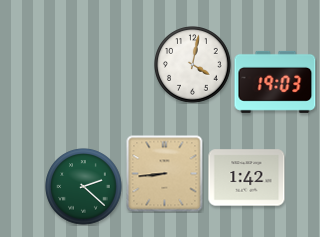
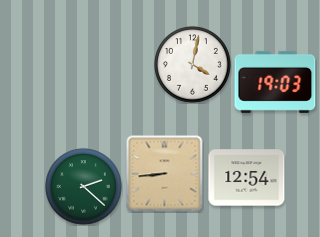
clock at (247, 178): 1:42 -> 12:54
